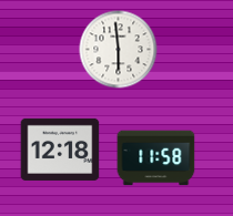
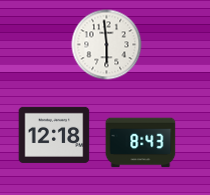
clock at (156, 158): 11:58 -> 8:43
